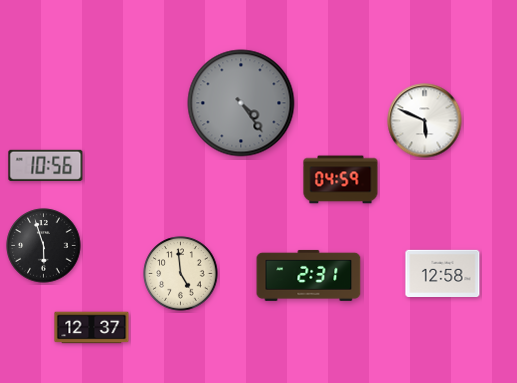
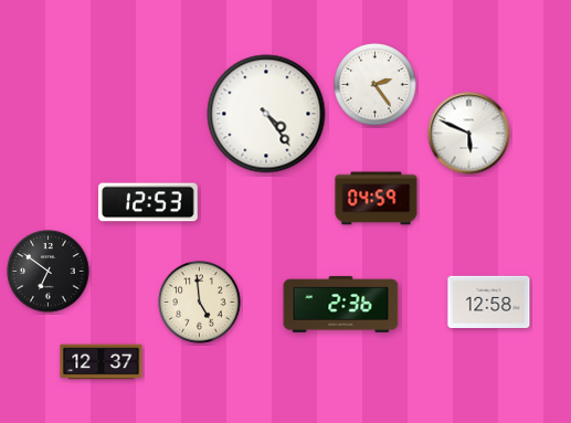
clock at (376, 85): none -> 2:24
clock at (241, 103) dial: grey -> white
clock at (46, 165): 10:56 -> none
clock at (149, 202): none -> 12:53
clock at (44, 246): 5:57 -> 6:51
clock at (309, 275): 2:31 -> 2:36
